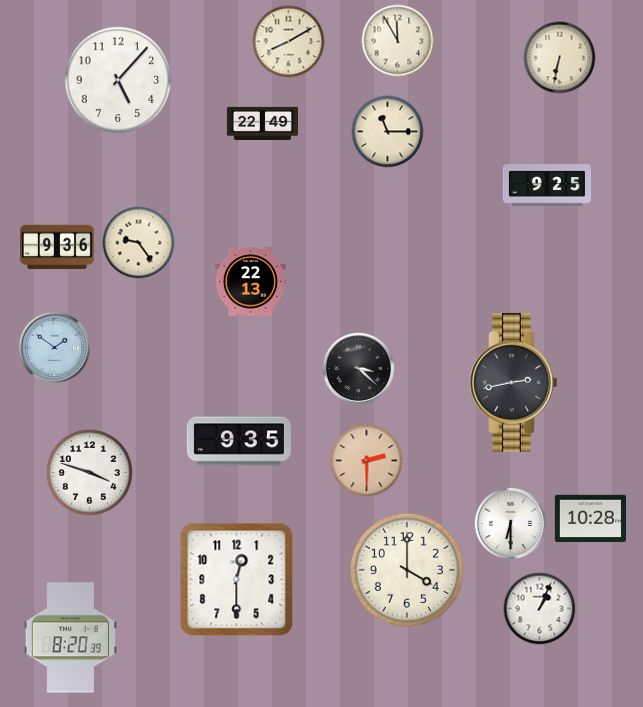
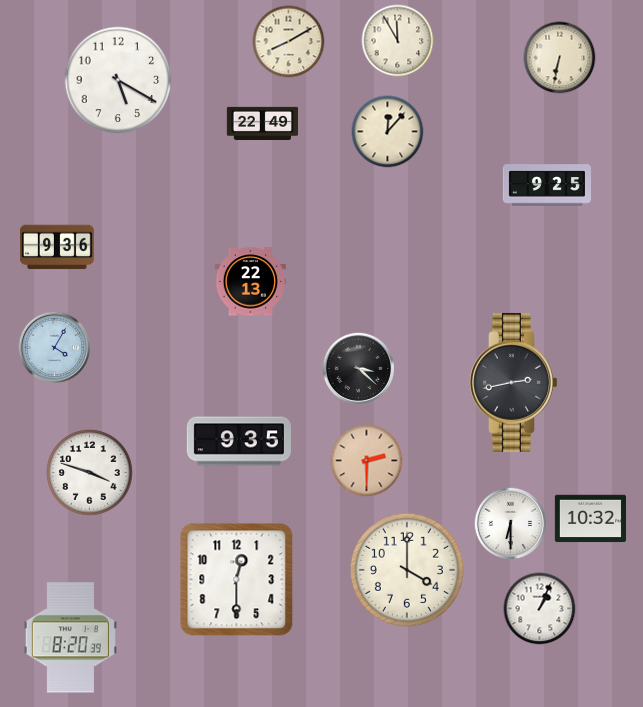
clock at (118, 80): 5:07 -> 5:20
clock at (388, 132): 11:15 -> 12:07
clock at (139, 243): 9:24 -> none
clock at (55, 348): 1:51 -> 4:05
clock at (590, 519): 10:28 -> 10:32
